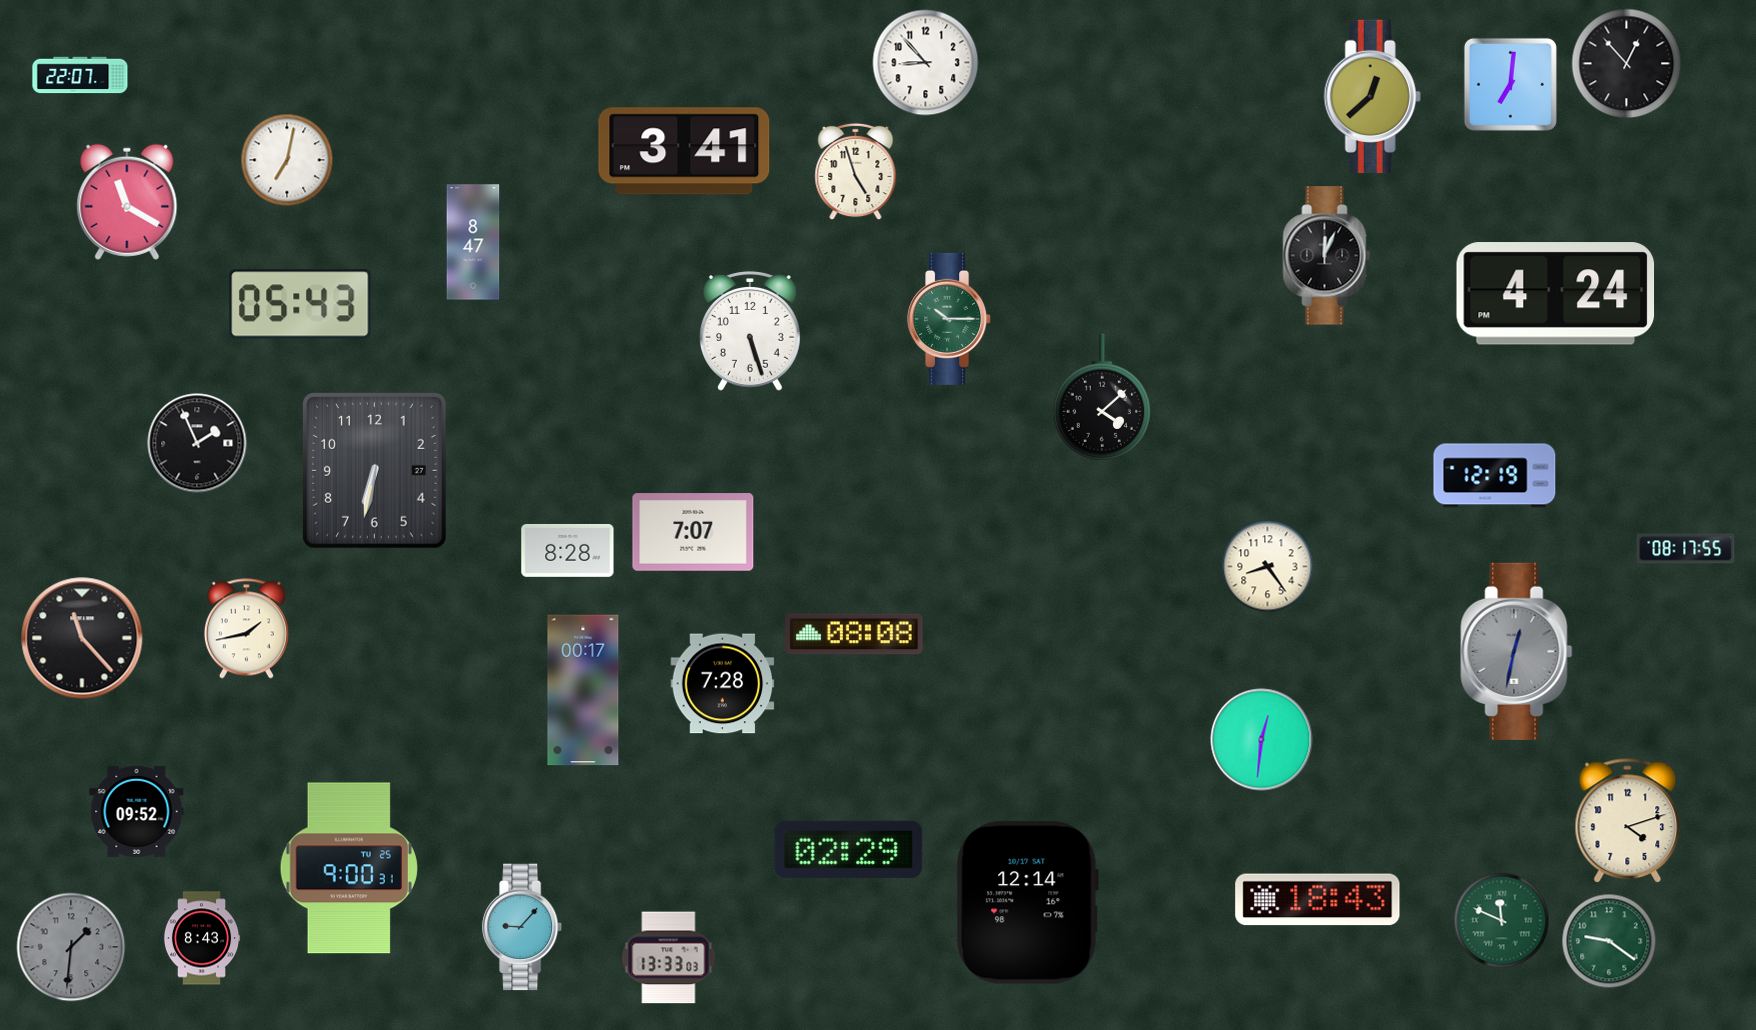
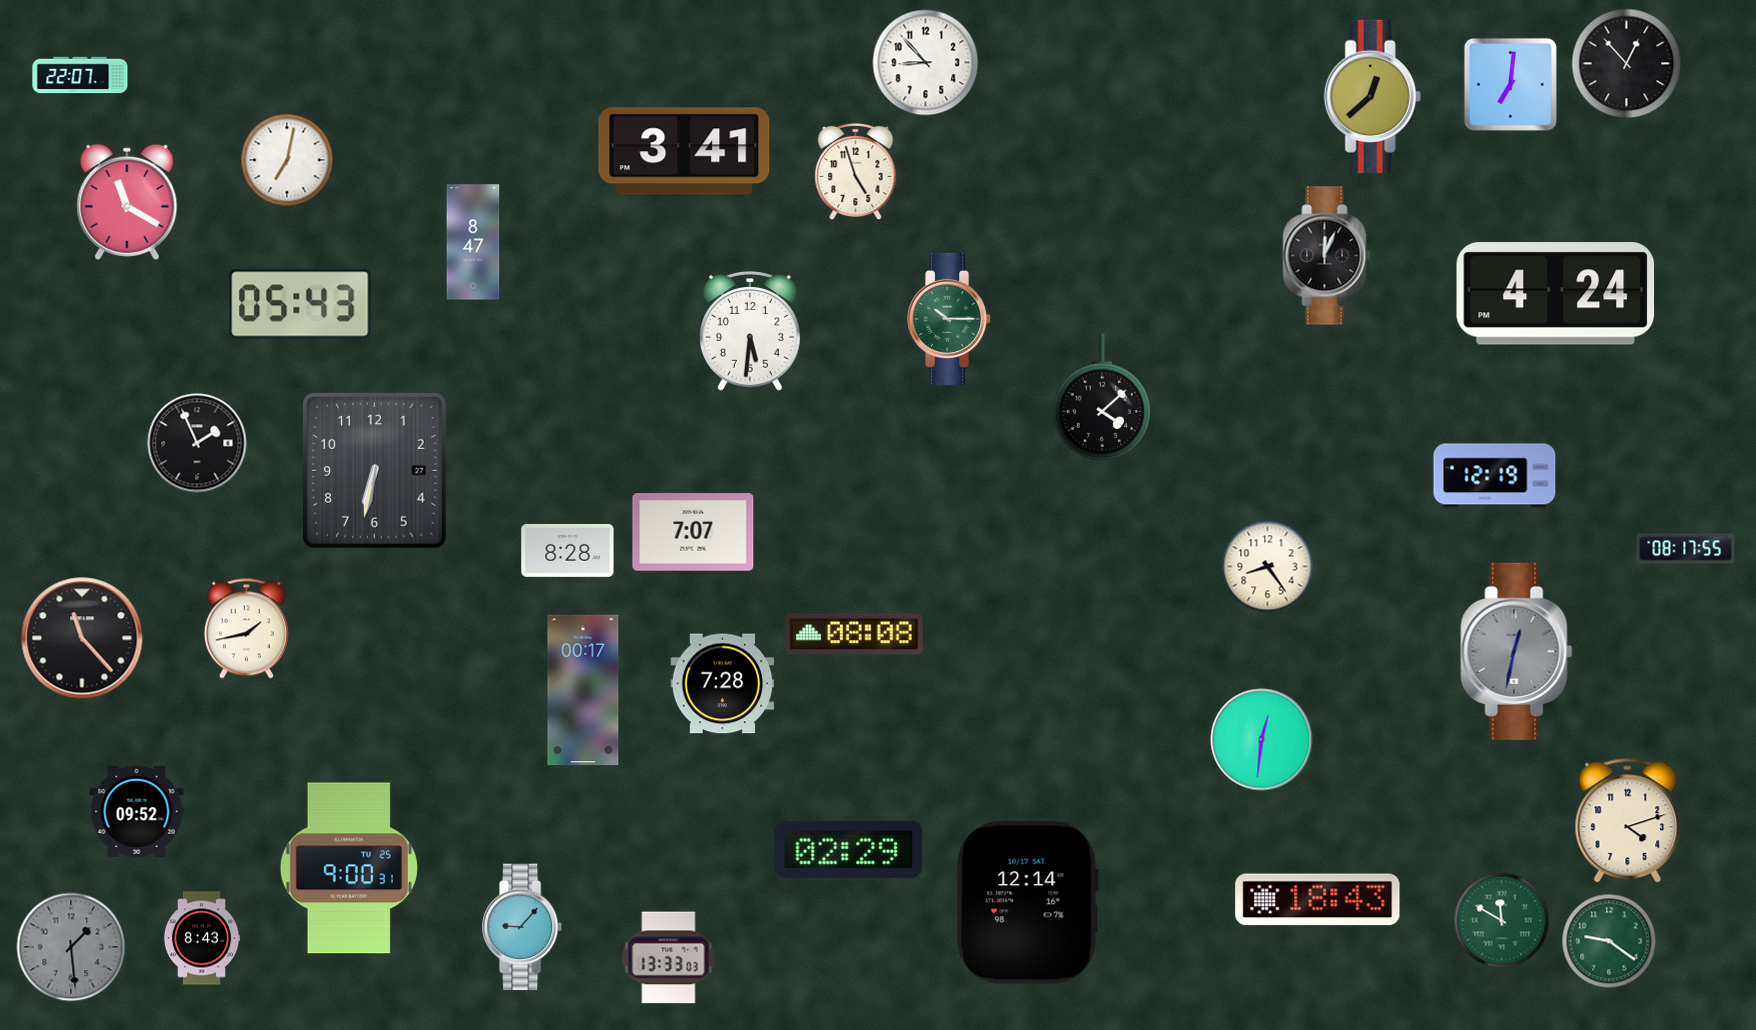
clock at (750, 331): 5:27 -> 5:31
clock at (1502, 921): 11:49 -> 11:50
clock at (71, 947): 1:31 -> 1:29
